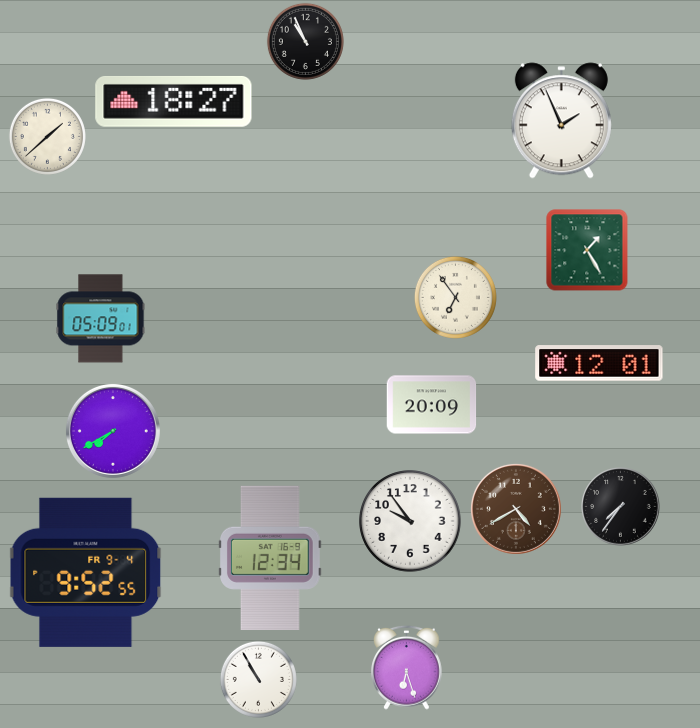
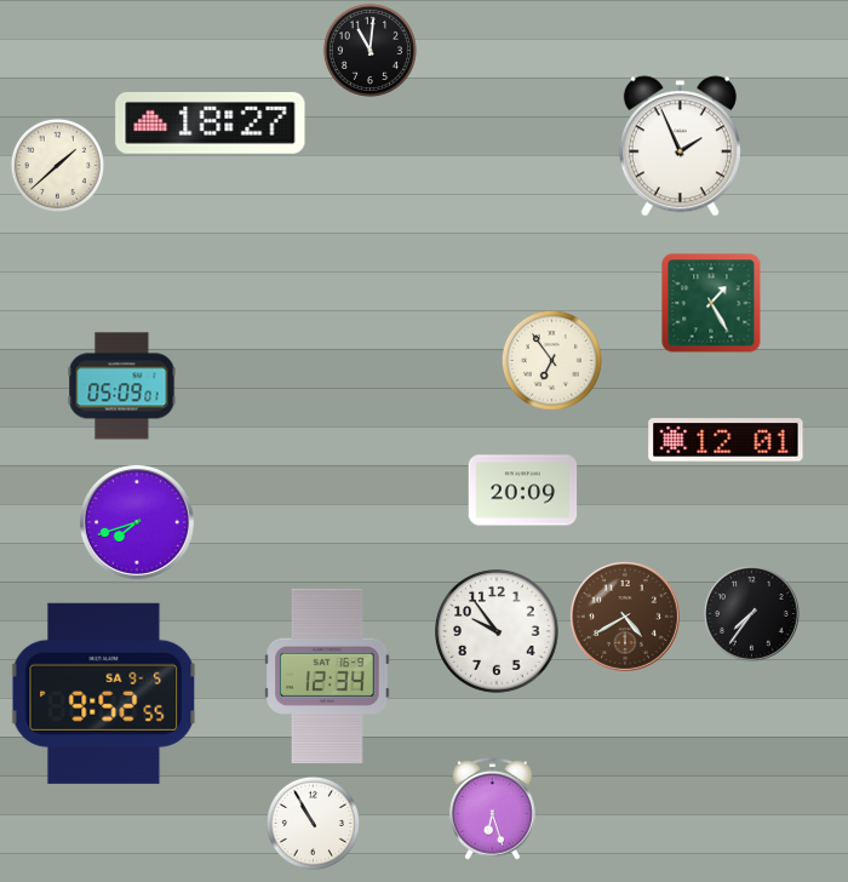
clock at (305, 41): 10:56 -> 11:01
clock at (113, 431): 7:40 -> 7:42
clock at (86, 572) date: FR 9-4 -> SA 9-5
